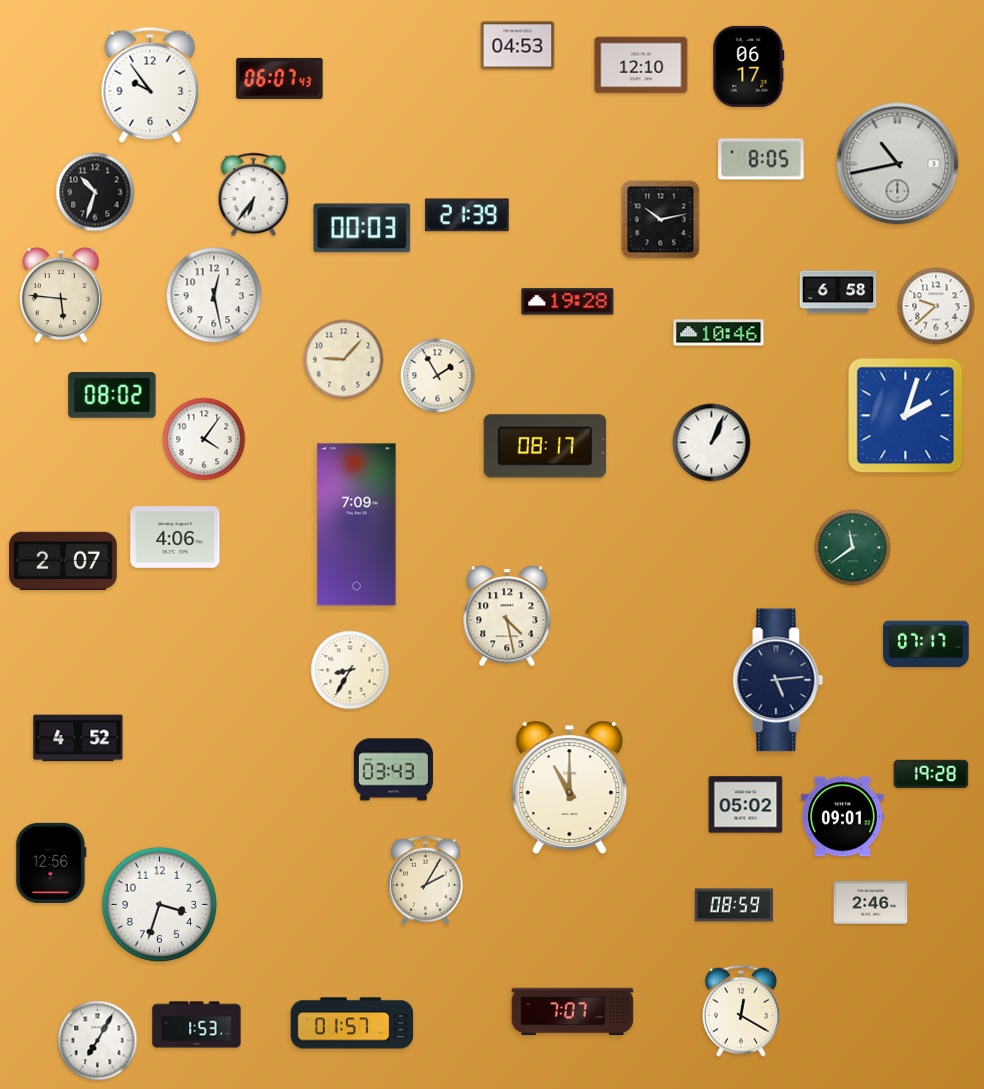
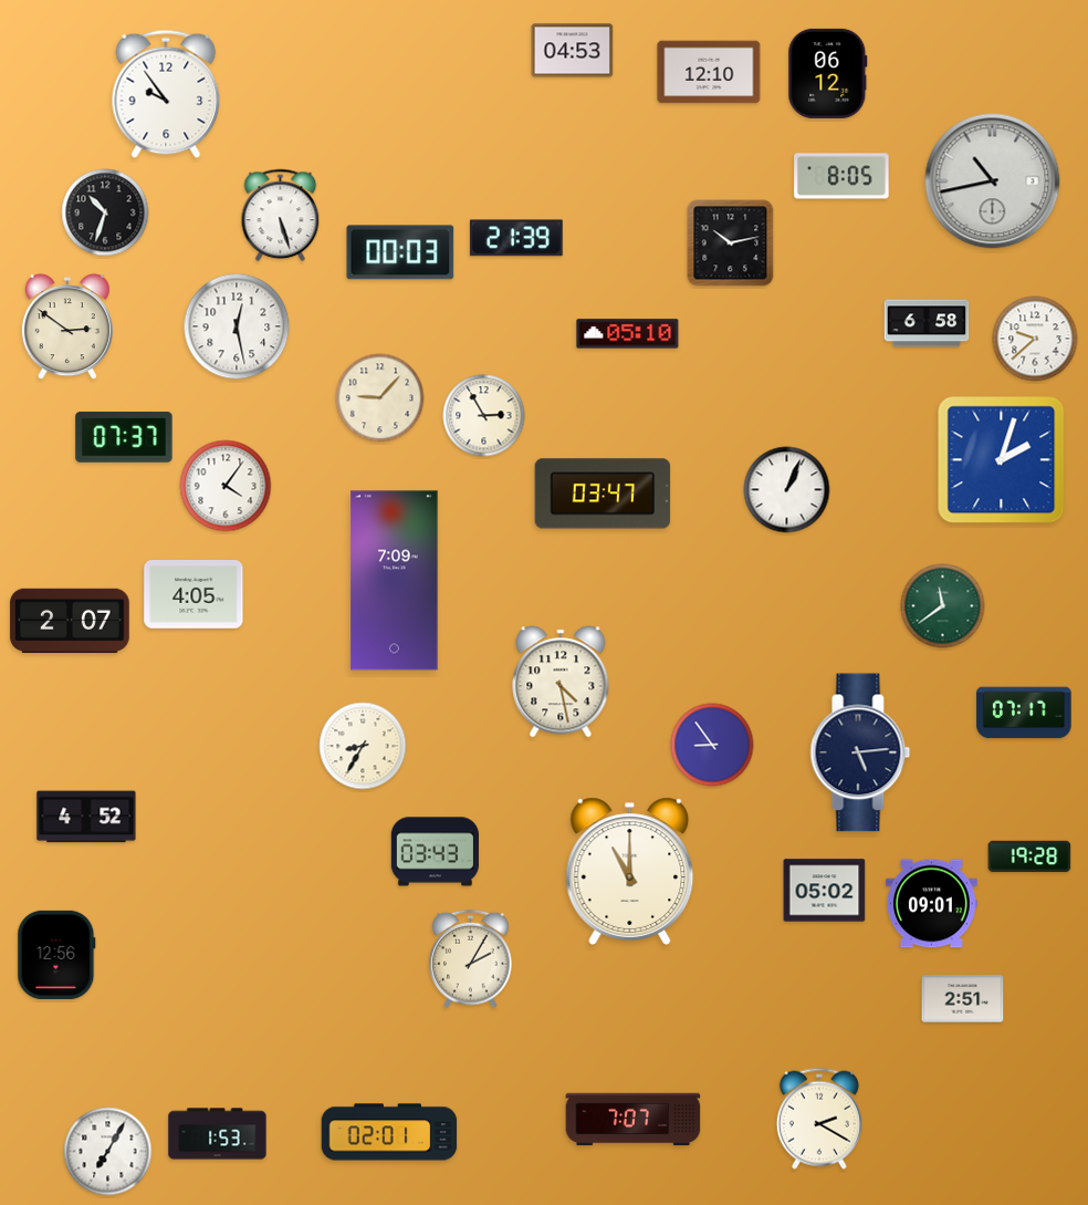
clock at (749, 66): 06:17 -> 06:12
clock at (280, 78): 06:07 -> none
clock at (254, 195): 6:36 -> 5:27
clock at (61, 296): 5:46 -> 2:51
clock at (568, 302): 19:28 -> 05:10
clock at (719, 333): 10:46 -> none
clock at (438, 376): 1:55 -> 2:55
clock at (112, 395): 08:02 -> 07:37
clock at (545, 446): 08:17 -> 03:47
clock at (175, 538): 4:06 -> 4:05
clock at (350, 670) position: (350, 670) -> (363, 746)
clock at (712, 745): none -> 8:54
clock at (426, 881) position: (426, 881) -> (471, 959)
clock at (871, 903): 2:46 -> 2:51
clock at (159, 904): 3:33 -> none
clock at (734, 905): 08:59 -> none
clock at (741, 1011): 12:20 -> 2:20
clock at (352, 1023): 01:57 -> 02:01
